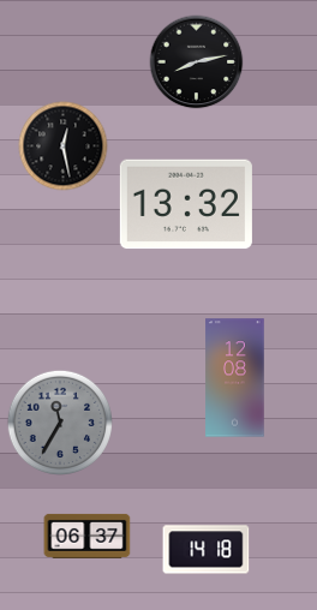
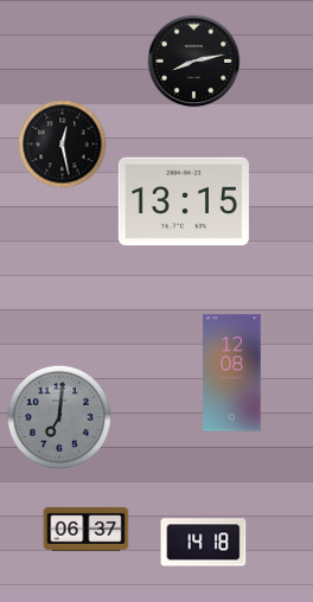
clock at (186, 204): 13:32 -> 13:15
clock at (60, 423): 11:35 -> 7:01
